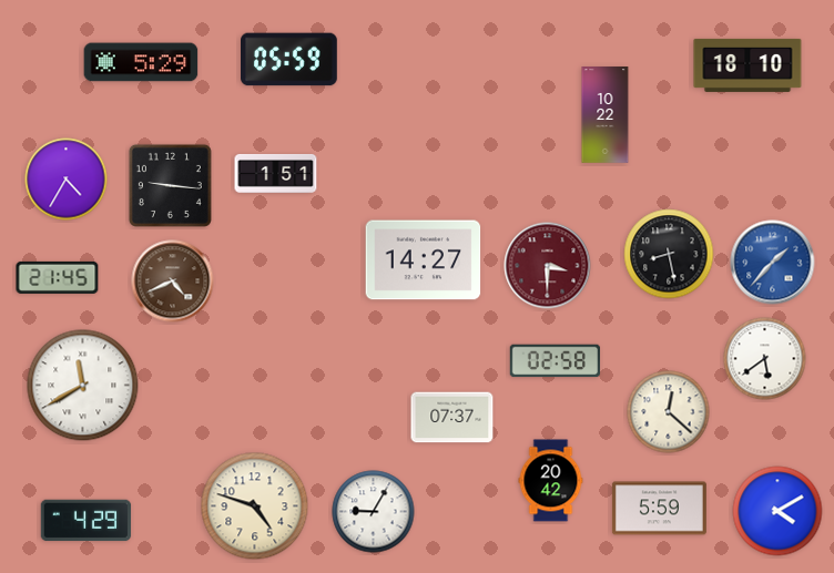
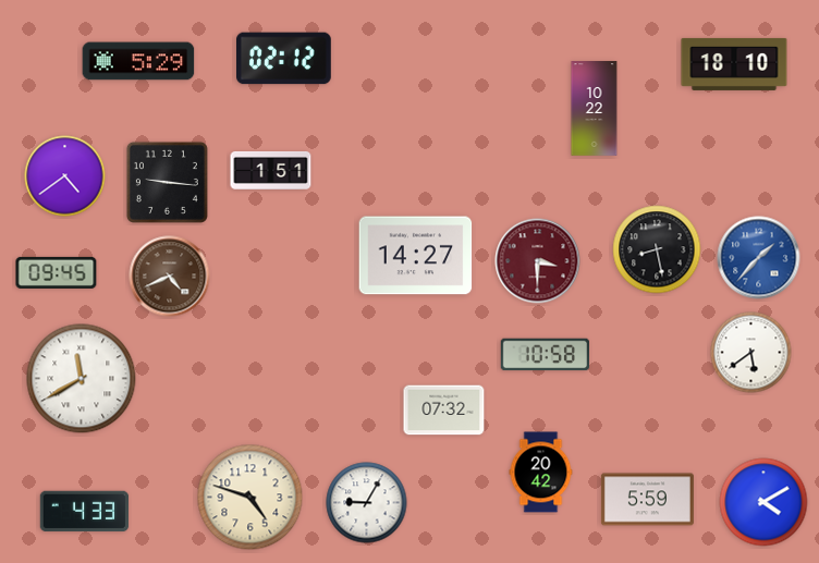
clock at (289, 60): 05:59 -> 02:12
clock at (606, 115) position: (606, 115) -> (595, 109)
clock at (67, 180): 4:35 -> 4:39
clock at (58, 277): 21:45 -> 09:45
clock at (556, 361): 02:58 -> 10:58
clock at (669, 412): 12:22 -> none
clock at (452, 418): 07:37 -> 07:32
clock at (87, 521): 4:29 -> 4:33
